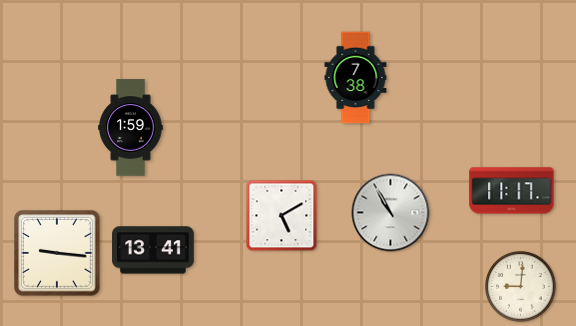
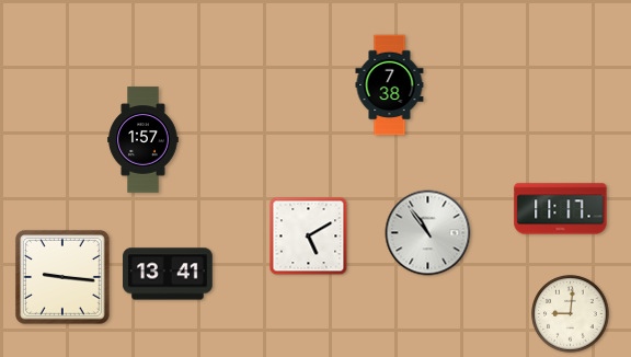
clock at (131, 128): 1:59 -> 1:57
clock at (391, 213): 10:55 -> 10:54
